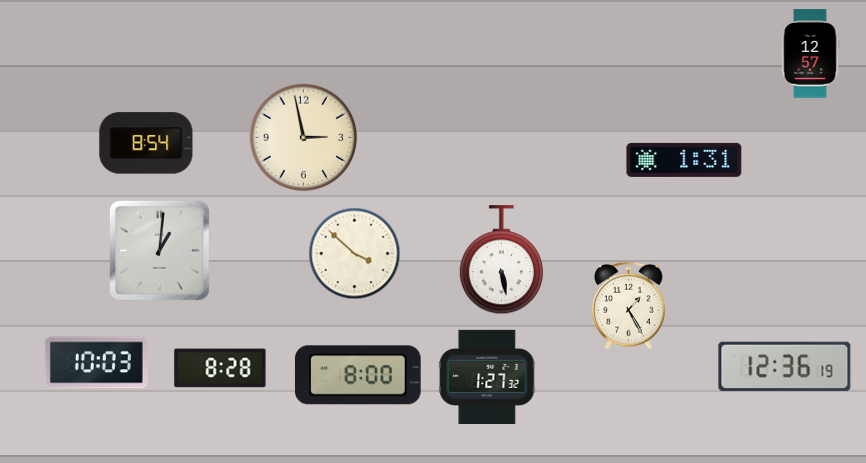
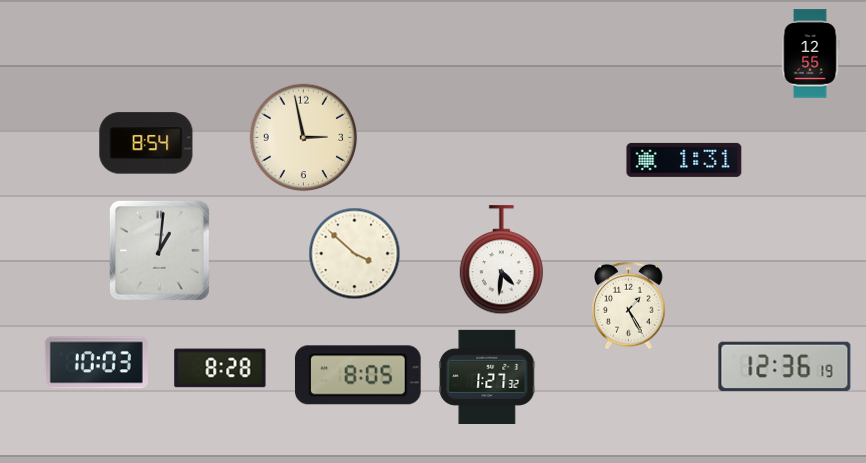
clock at (810, 54): 12:57 -> 12:55
clock at (501, 260): 5:28 -> 4:31
clock at (358, 375): 8:00 -> 8:05
